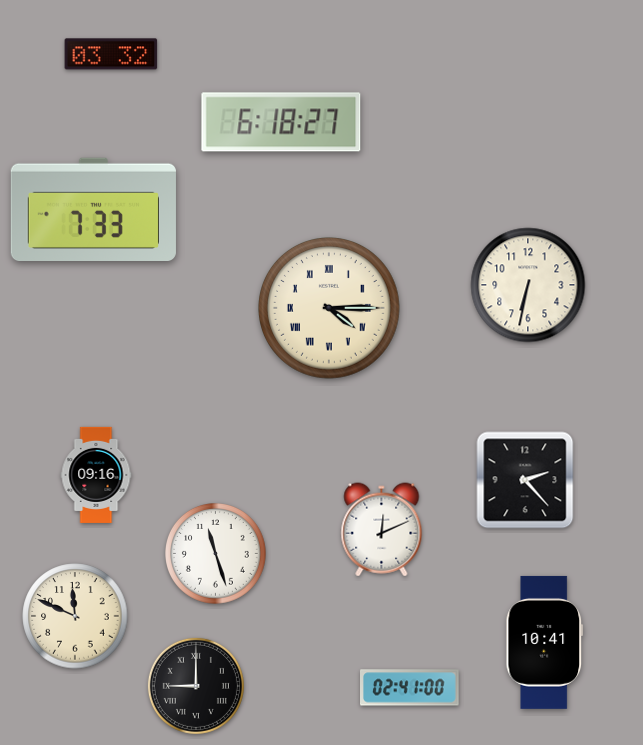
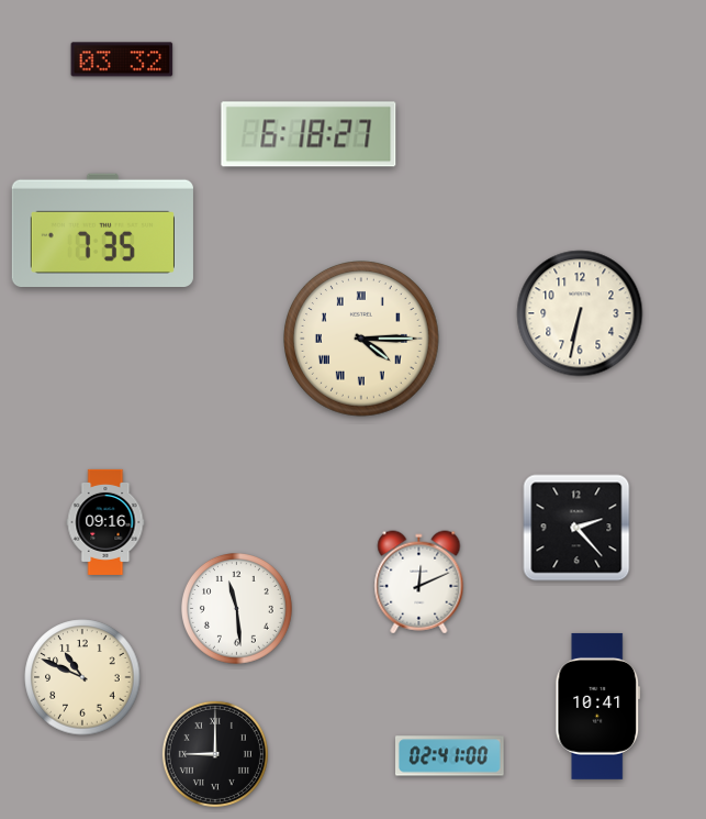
clock at (93, 210): 7:33 -> 7:35
clock at (216, 554): 11:27 -> 11:29
clock at (75, 616): 11:49 -> 10:49
